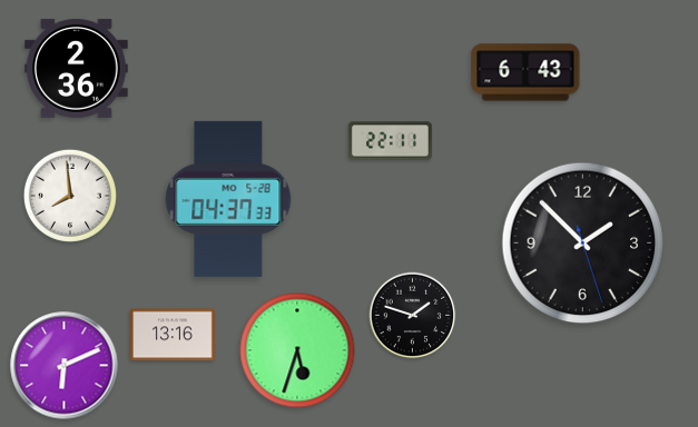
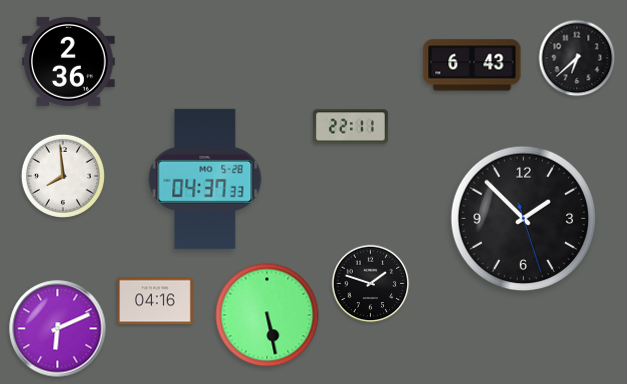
clock at (577, 58): none -> 6:38
clock at (174, 335): 13:16 -> 04:16
clock at (297, 350): 5:33 -> 5:28
